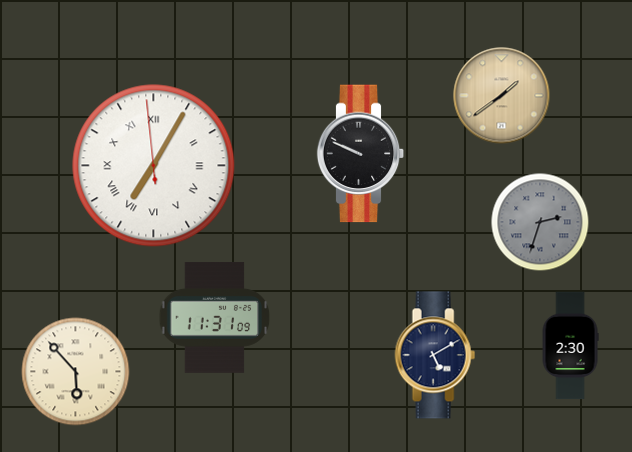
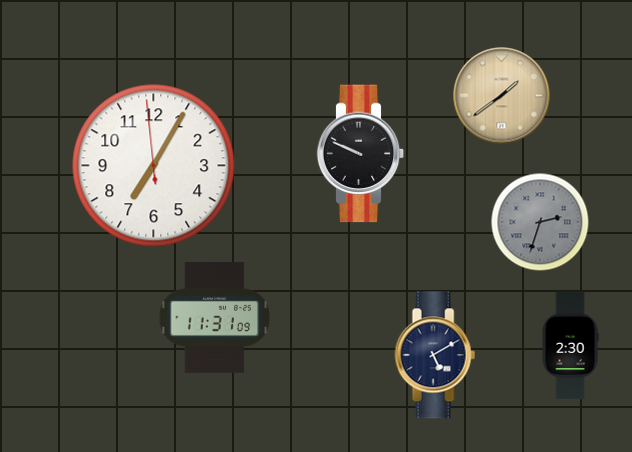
clock at (154, 166) numerals: Roman -> Arabic
clock at (76, 372): 5:53 -> none
